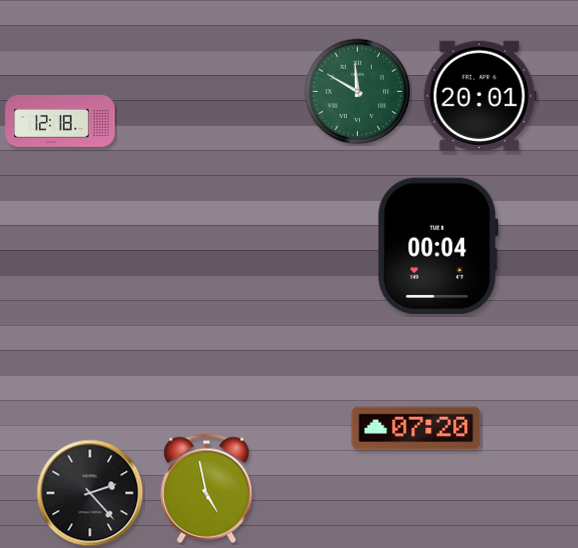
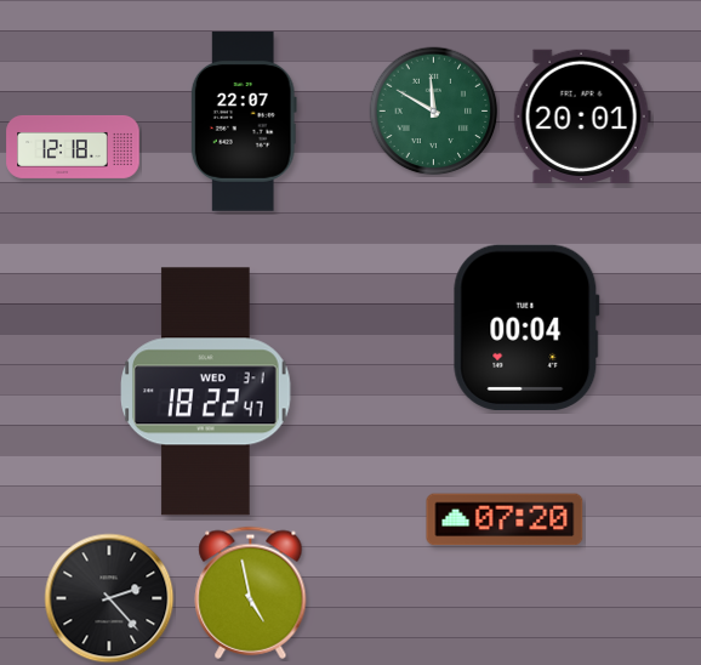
clock at (244, 121): none -> 22:07
clock at (438, 246) position: (438, 246) -> (526, 328)
clock at (206, 392): none -> 18:22
